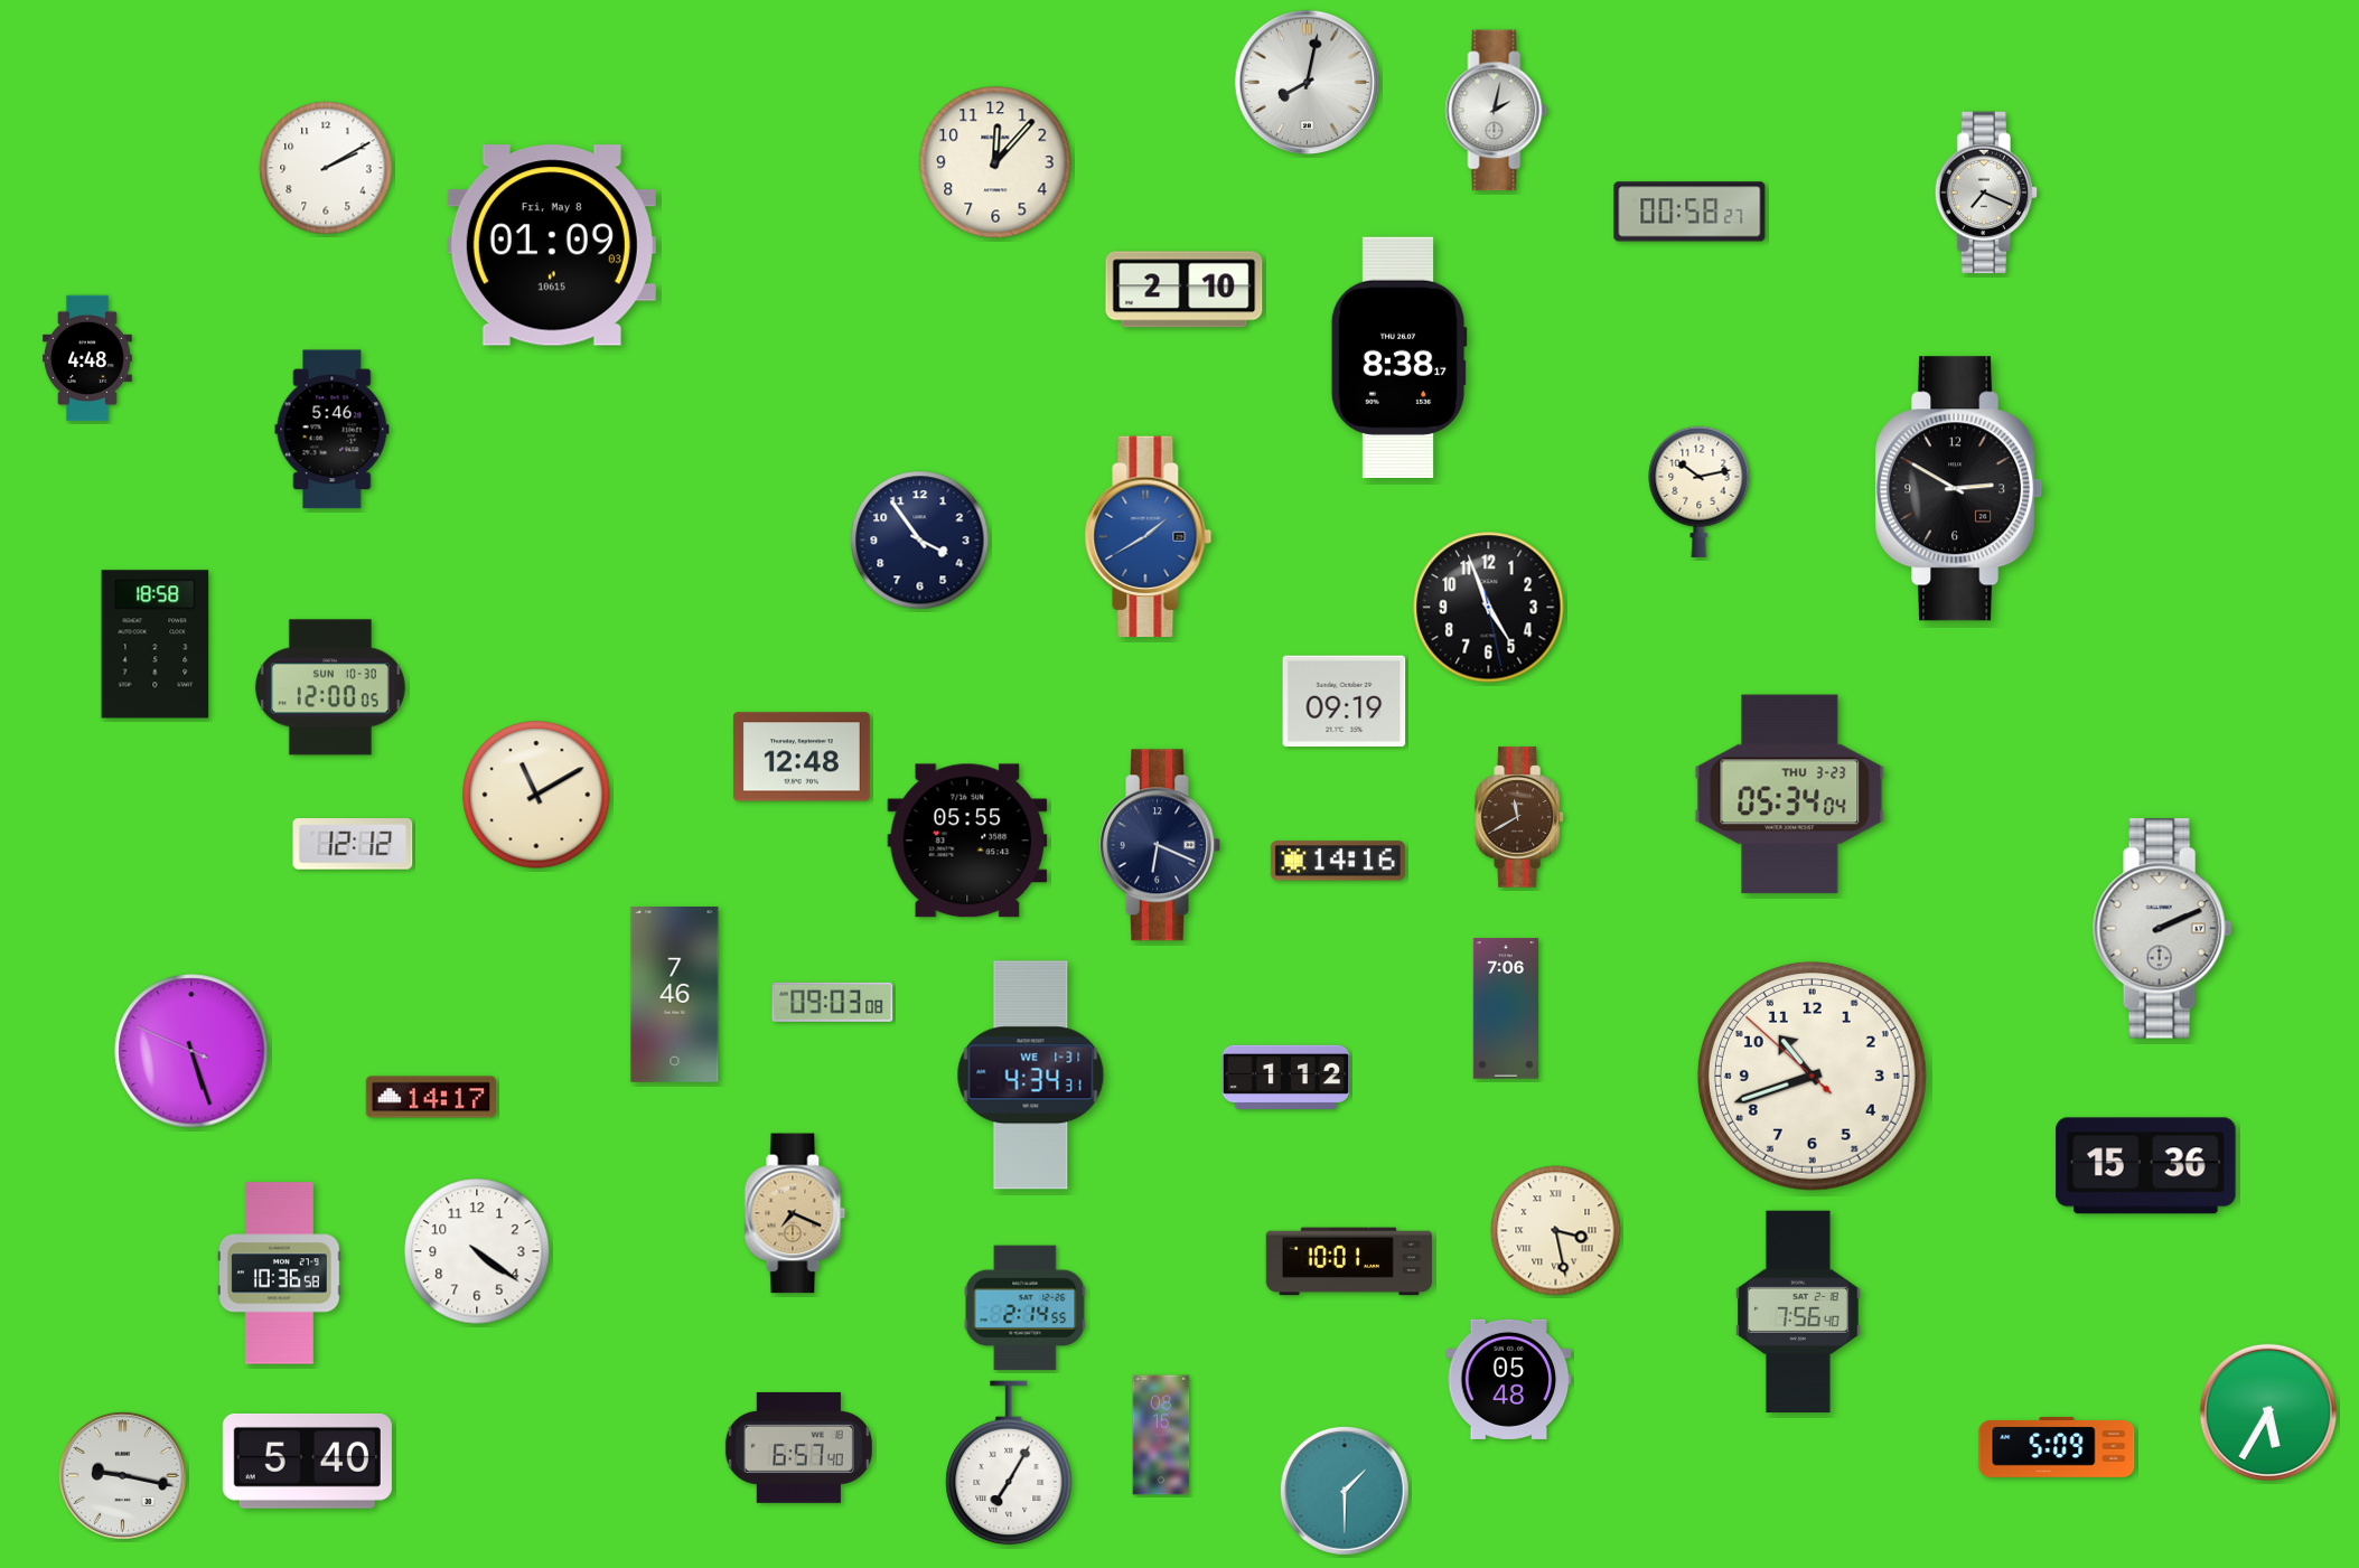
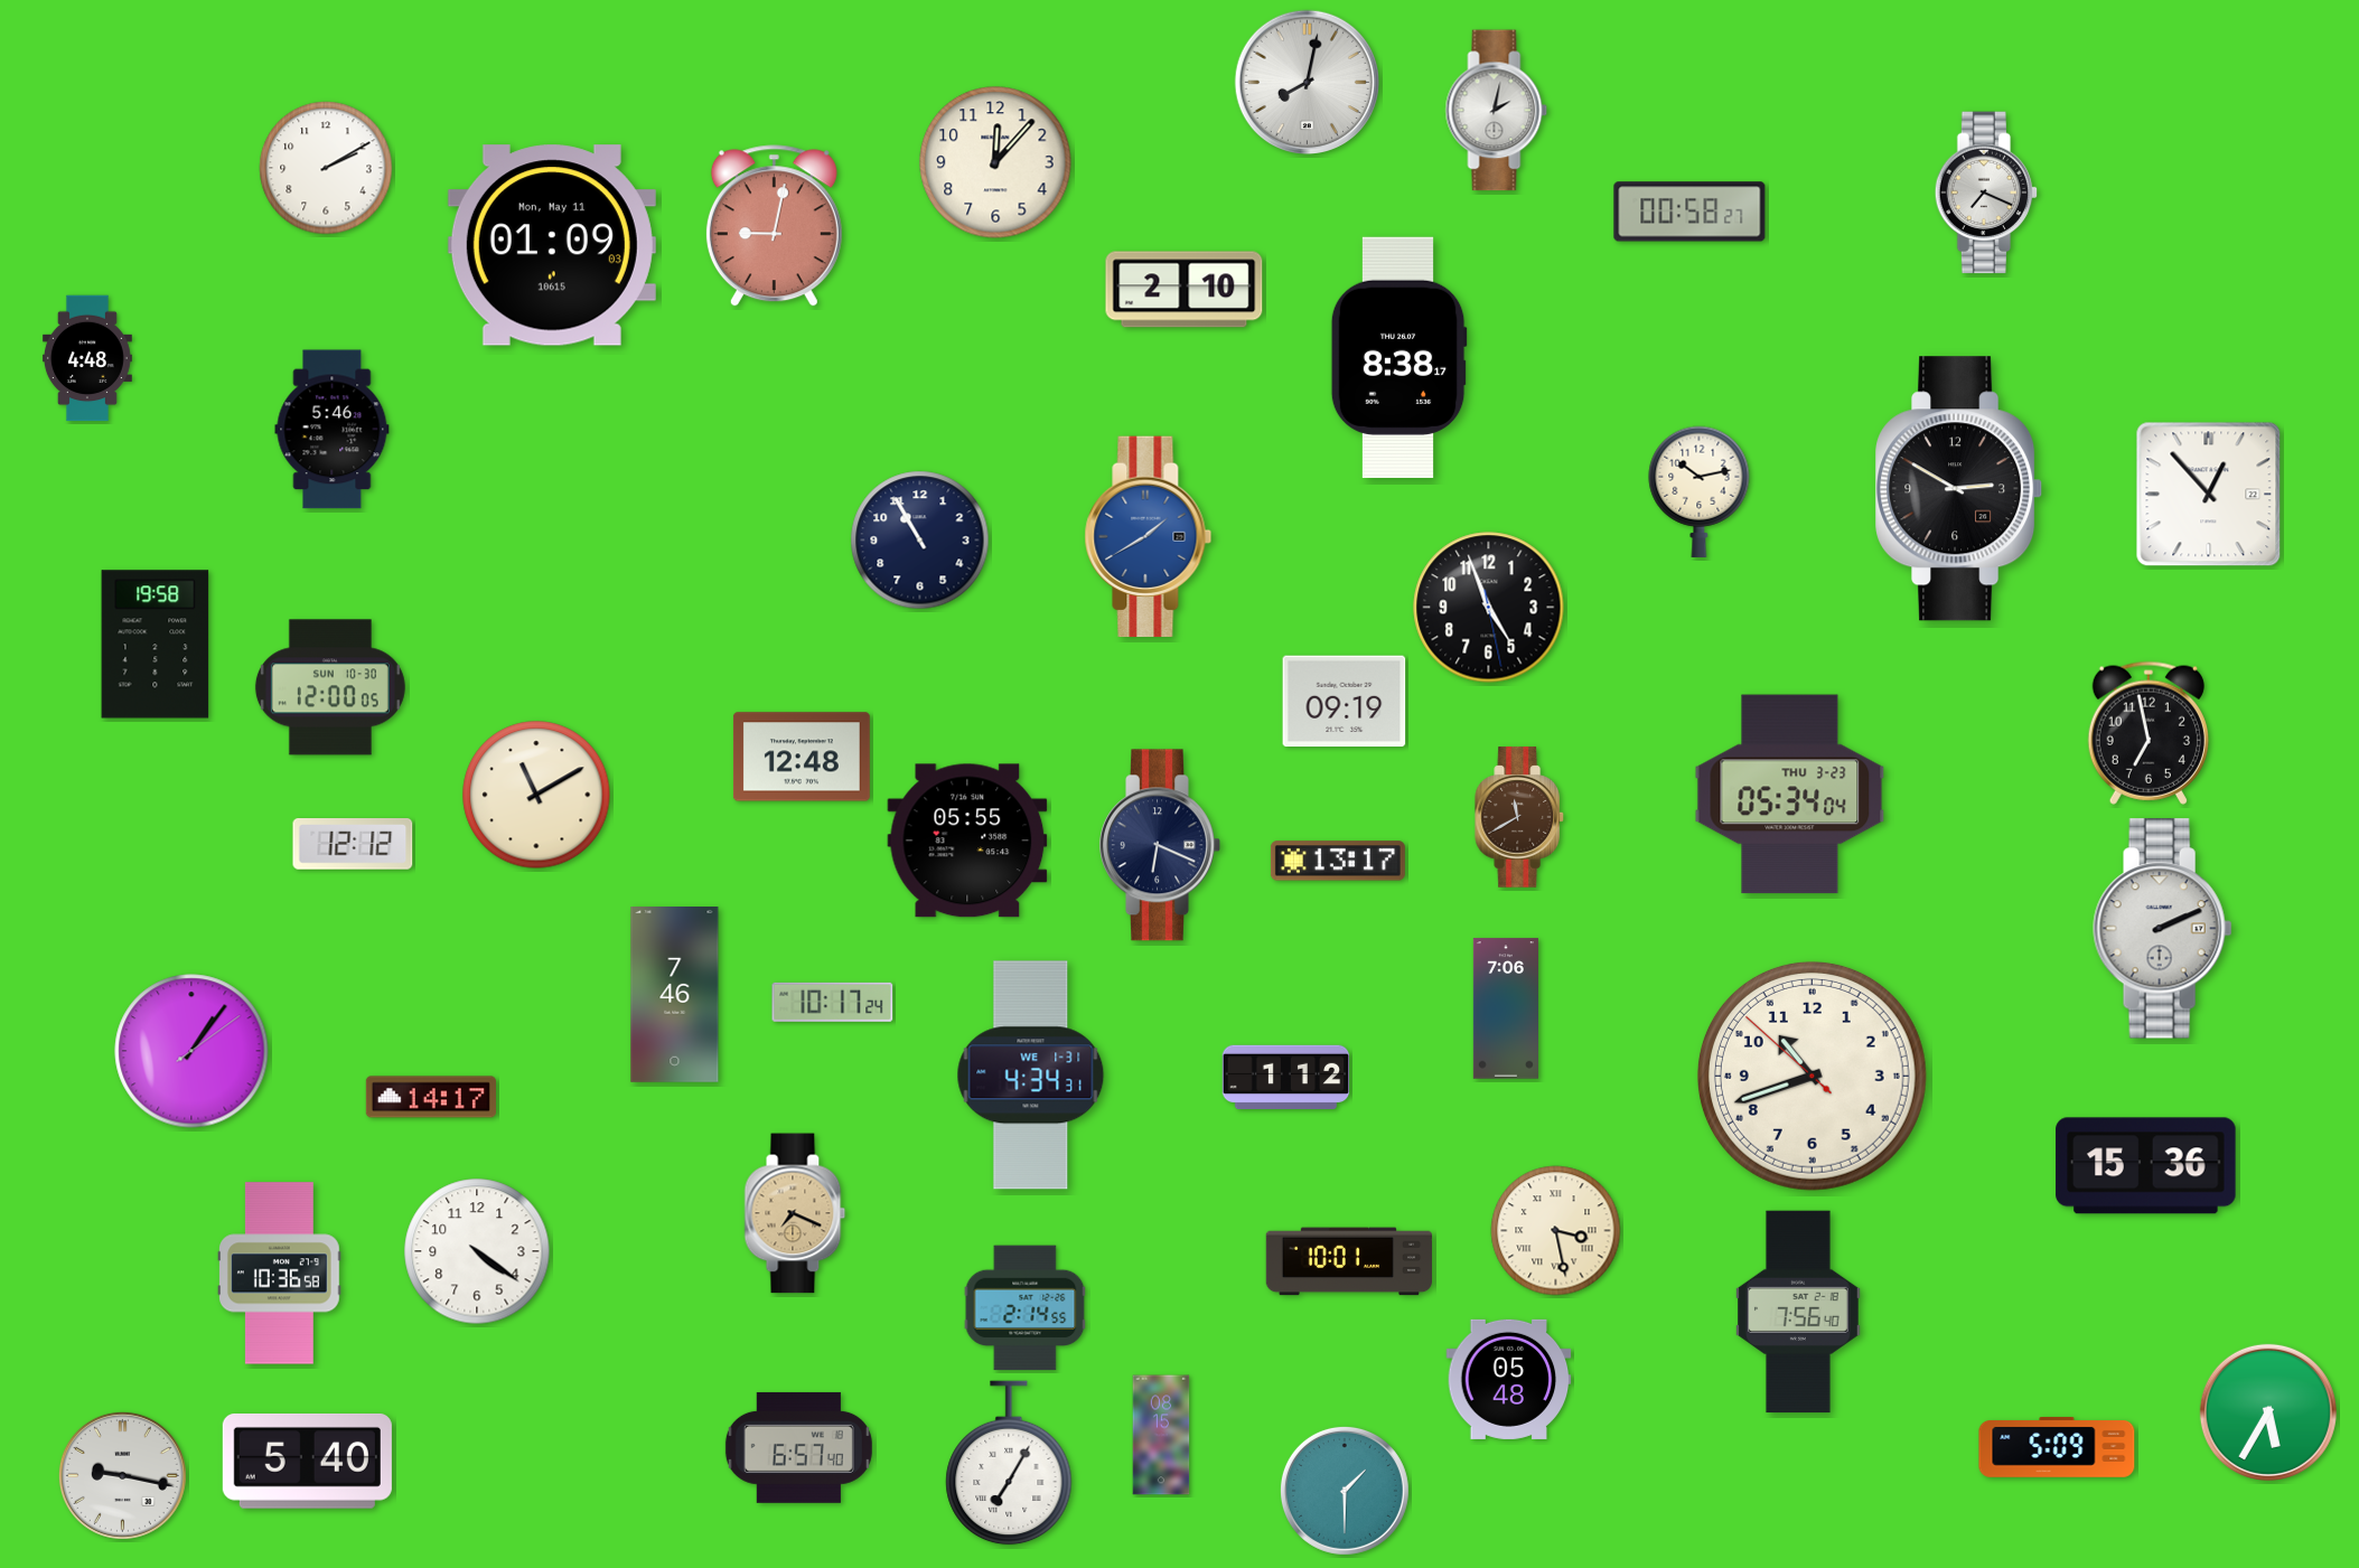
clock at (774, 226): none -> 9:02
clock at (552, 245) date: Fri, May 8 -> Mon, May 11
clock at (2209, 495): none -> 12:53
clock at (920, 541): 3:54 -> 10:55
clock at (156, 645): 18:58 -> 19:58
clock at (2149, 733): none -> 6:58
clock at (1338, 861): 14:16 -> 13:17
clock at (833, 1002): 09:03 -> 10:17
clock at (191, 1051): 5:26 -> 1:06
